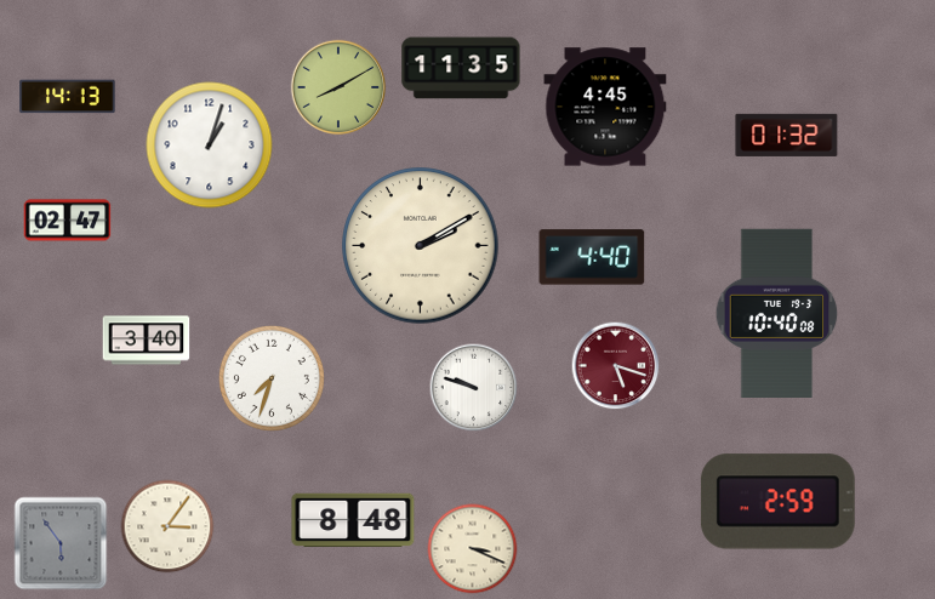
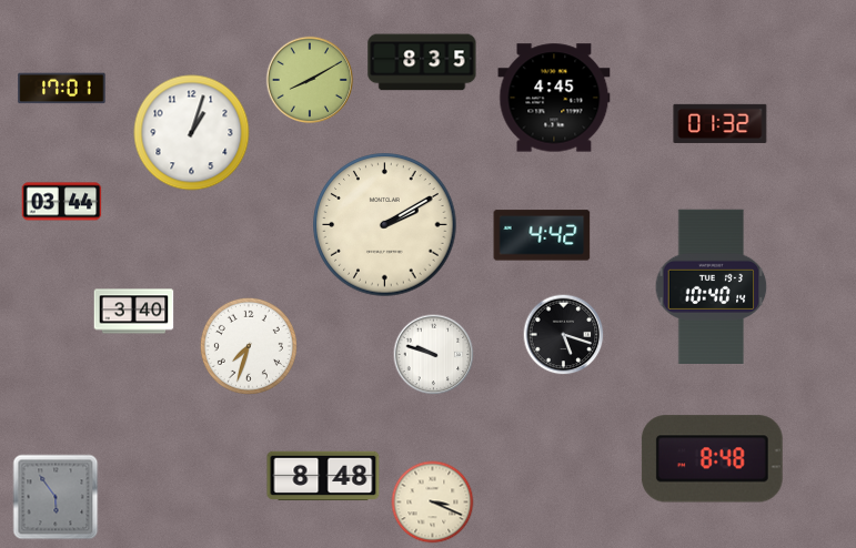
clock at (461, 68): 11:35 -> 8:35
clock at (68, 97): 14:13 -> 17:01
clock at (68, 221): 02:47 -> 03:44
clock at (592, 257): 4:40 -> 4:42
clock at (777, 313): 10:40:08 -> 10:40:14
clock at (616, 366) dial: burgundy -> black
clock at (777, 502): 2:59 -> 8:48
clock at (167, 526): 3:06 -> none
